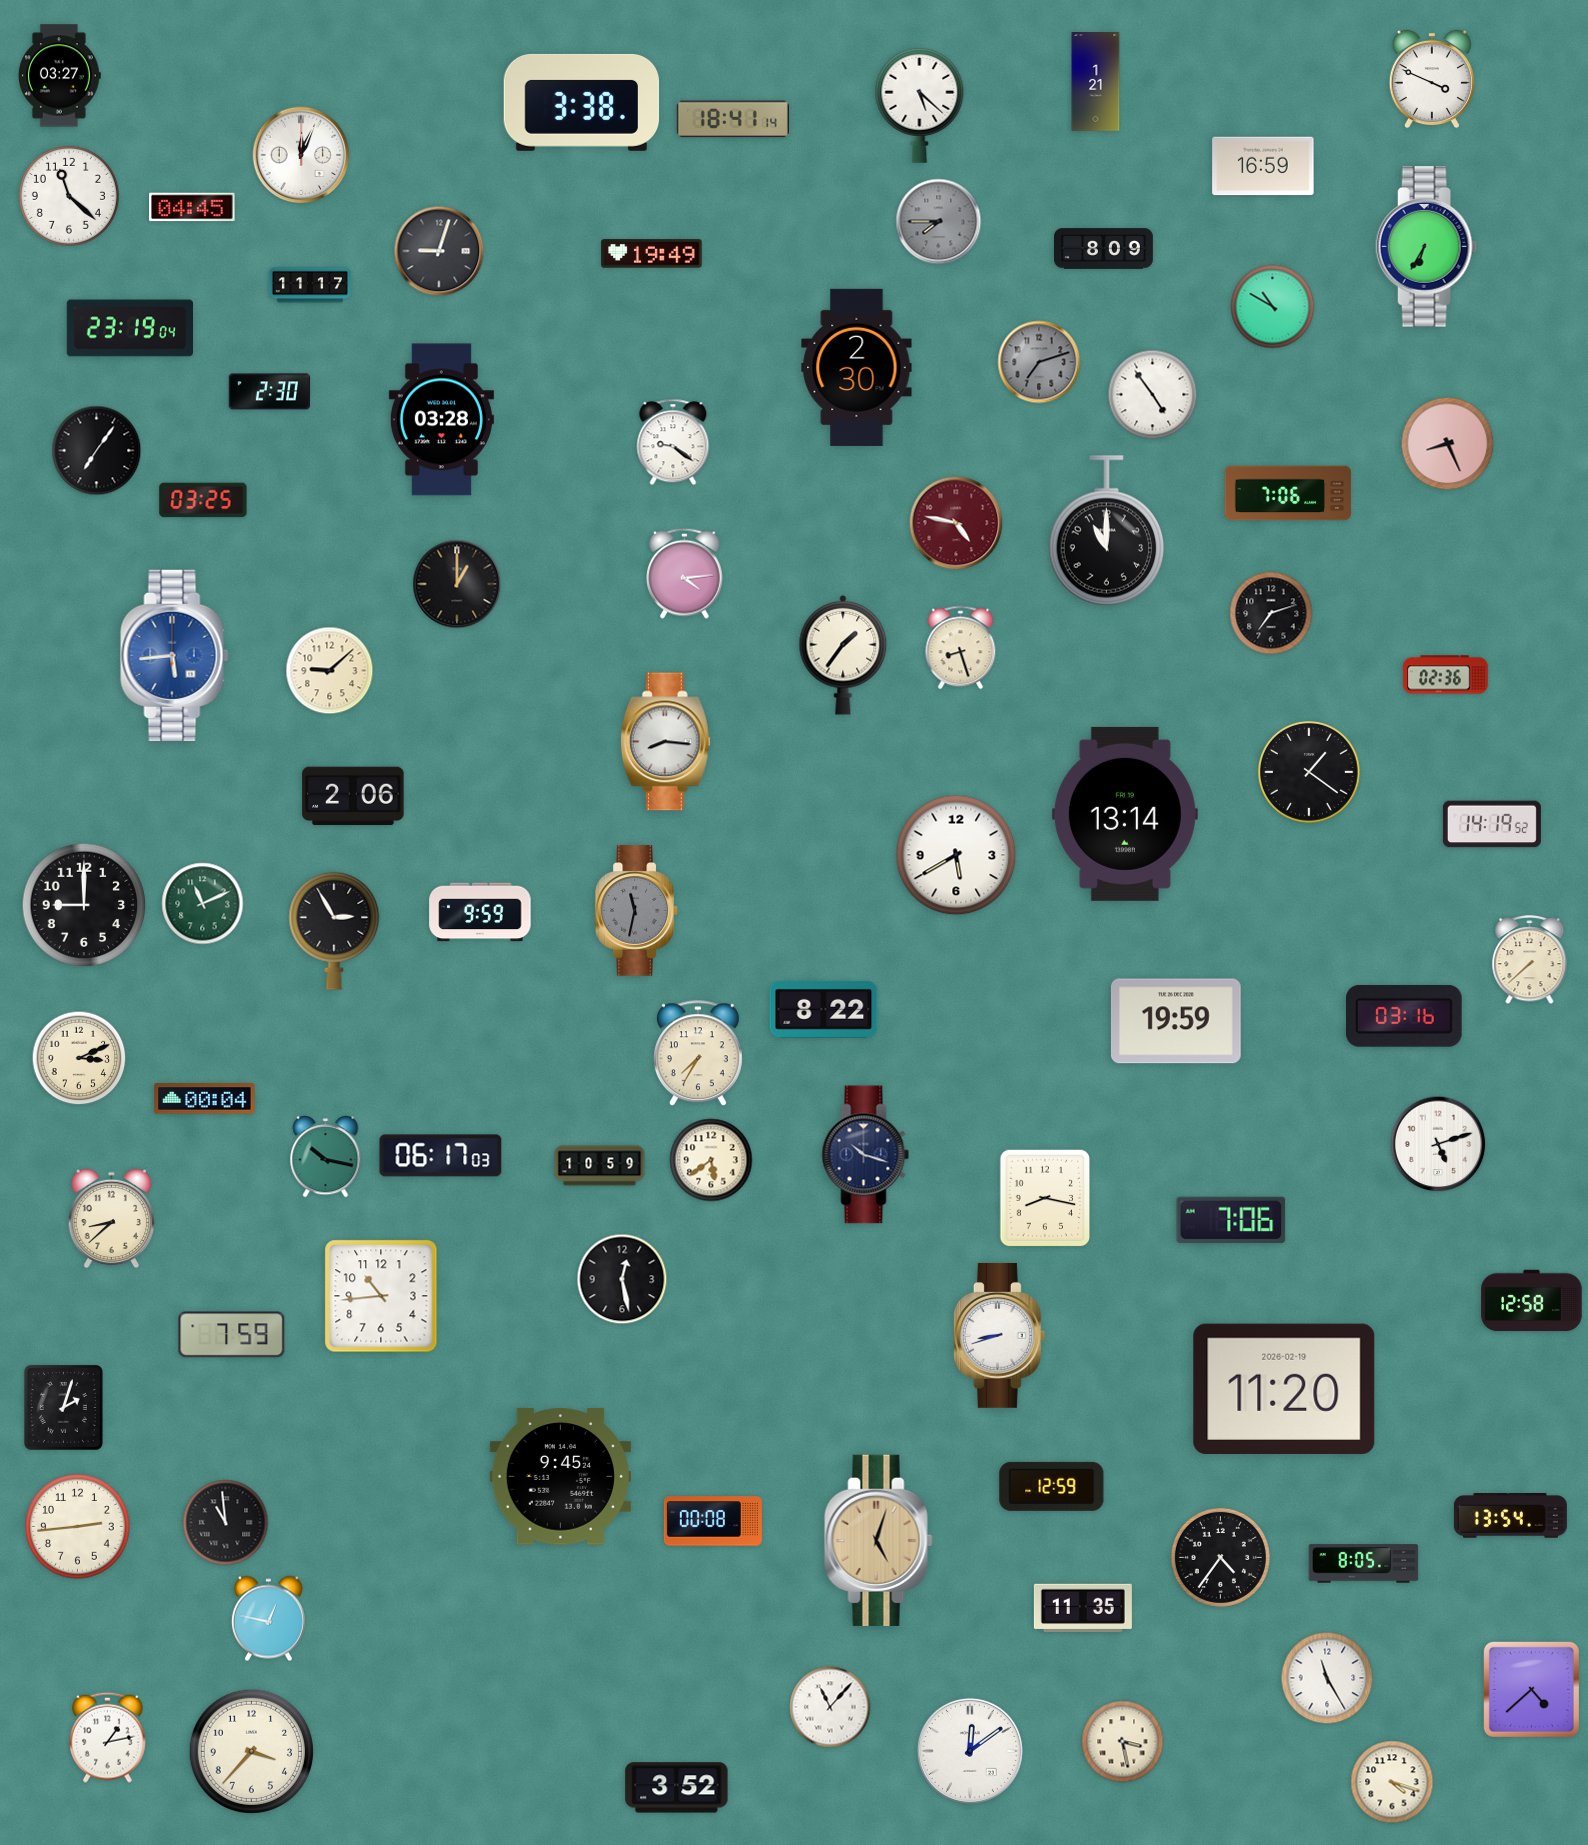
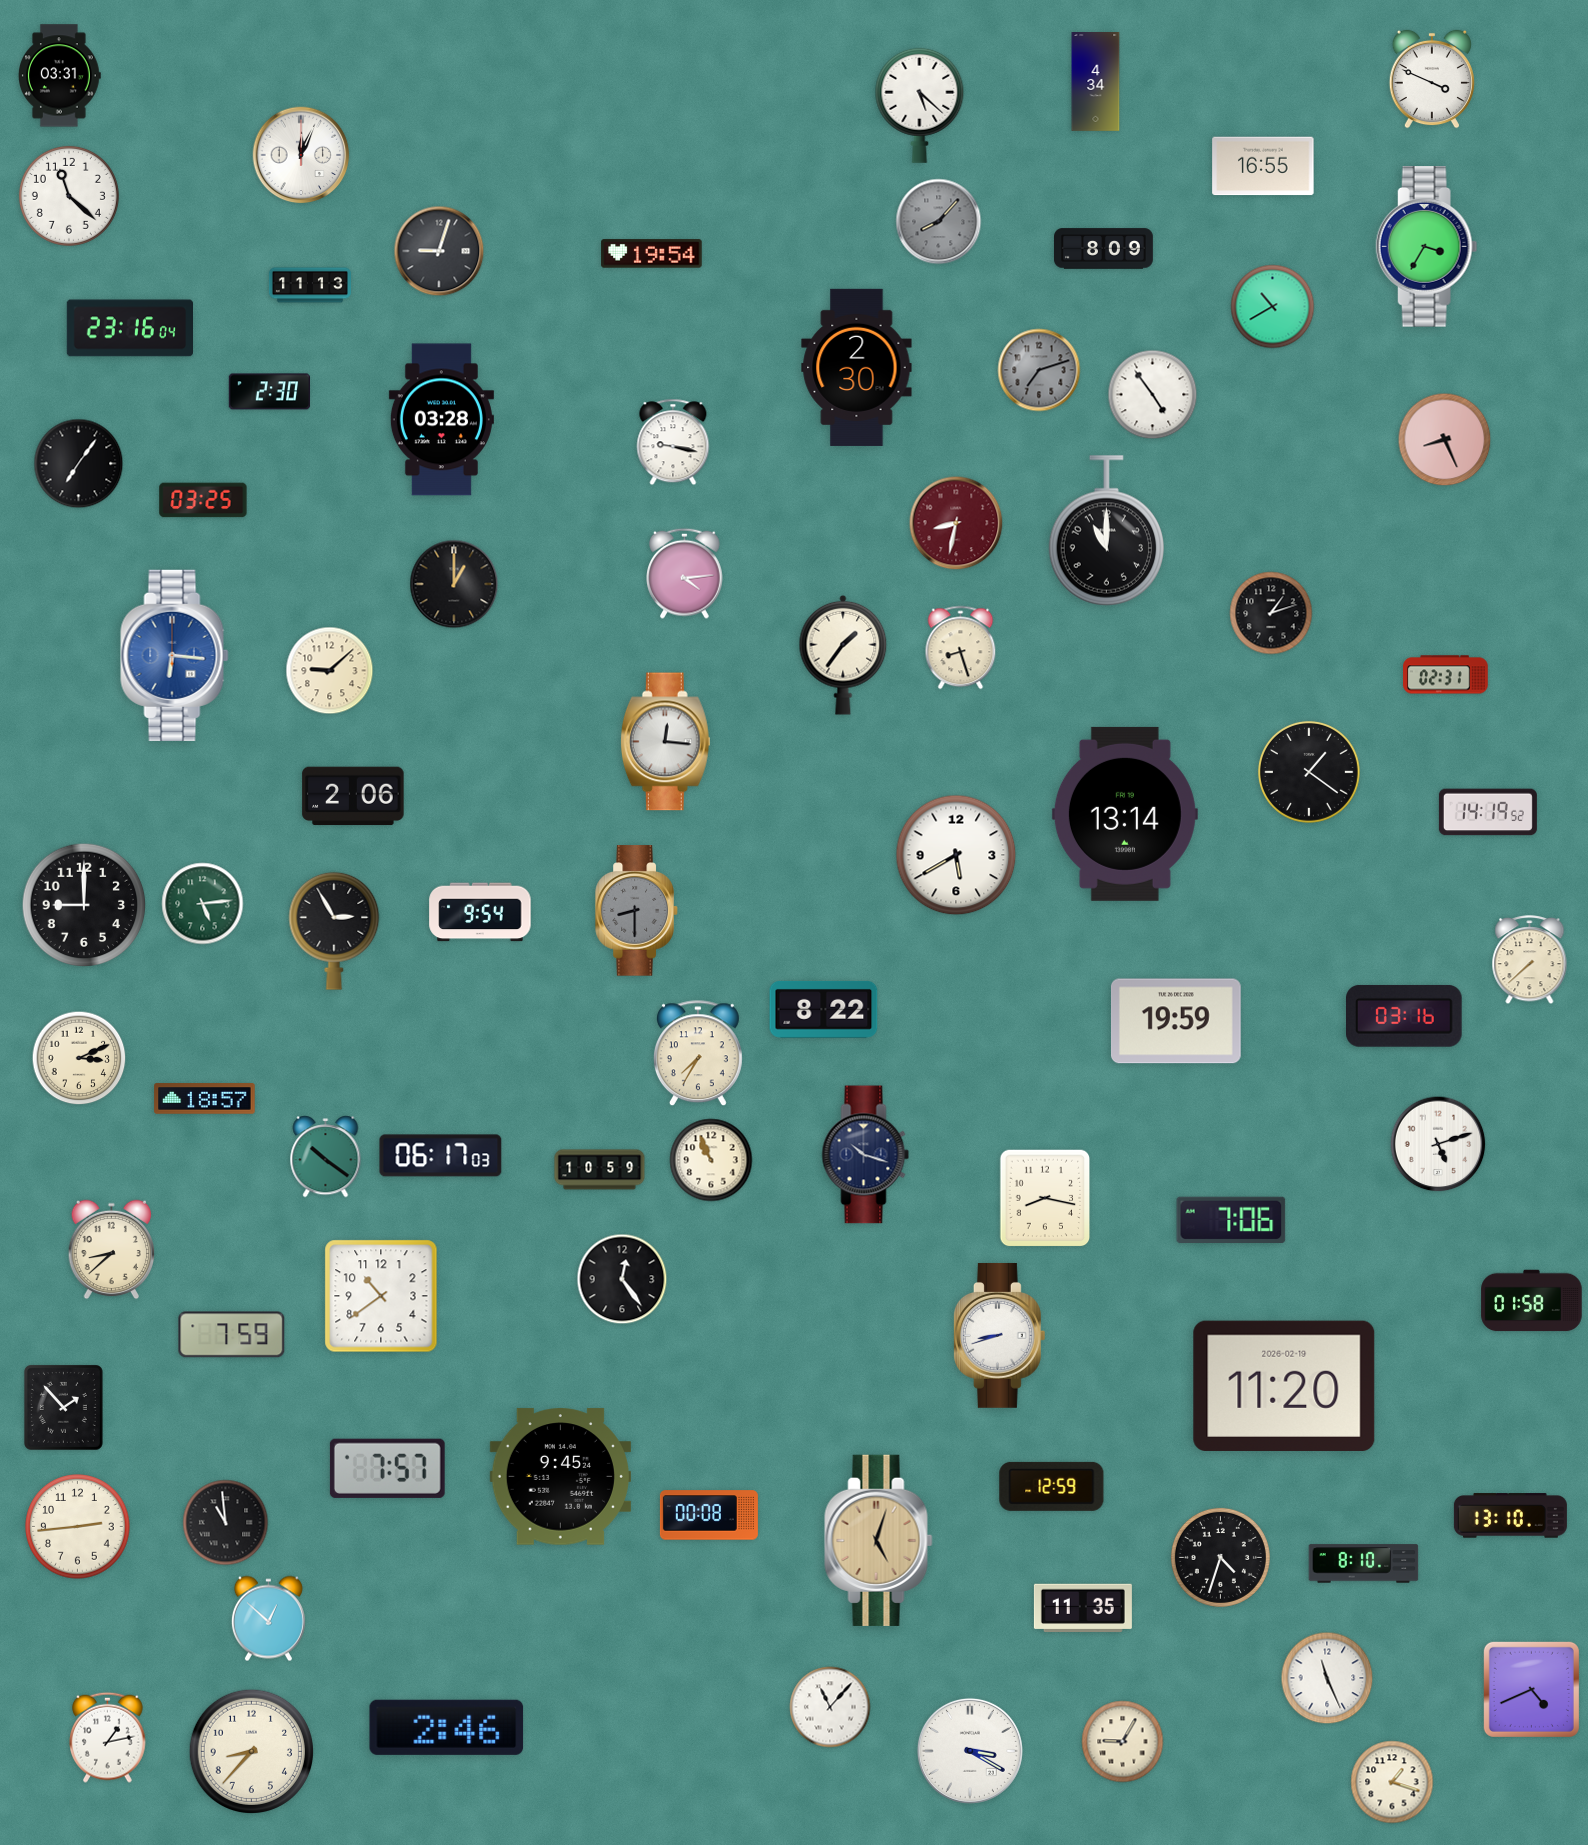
clock at (60, 76): 03:27 -> 03:31
clock at (1096, 82): 1:21 -> 4:34
clock at (582, 102): 3:38 -> none
clock at (733, 119): 18:41 -> none
clock at (1263, 166): 16:59 -> 16:55
clock at (192, 207): 04:45 -> none
clock at (939, 222): 7:45 -> 8:07
clock at (1427, 247): 6:35 -> 3:35
clock at (652, 254): 19:49 -> 19:54
clock at (310, 285): 11:17 -> 11:13
clock at (1273, 307): 10:50 -> 10:40
clock at (129, 328): 23:19 -> 23:16
clock at (1039, 362) position: (1039, 362) -> (1039, 370)
clock at (673, 442): 9:21 -> 9:17
clock at (1448, 444) position: (1448, 444) -> (1445, 440)
clock at (97, 451) position: (97, 451) -> (79, 464)
clock at (1288, 493): 7:06 -> none
clock at (956, 523): 4:47 -> 8:32
clock at (457, 584) position: (457, 584) -> (454, 584)
clock at (1271, 613): 7:12 -> 1:12
clock at (175, 655): 5:44 -> 6:16
clock at (1446, 675): 02:36 -> 02:31
clock at (665, 742): 8:16 -> 12:16
clock at (1492, 824) position: (1492, 824) -> (1488, 812)
clock at (203, 904): 11:11 -> 5:14
clock at (637, 911): 11:32 -> 8:30
clock at (480, 912): 9:59 -> 9:54
clock at (205, 1099): 00:04 -> 18:57
clock at (326, 1157): 10:17 -> 10:21
clock at (711, 1160): 5:39 -> 10:56
clock at (600, 1166) position: (600, 1166) -> (600, 1170)
clock at (112, 1219) position: (112, 1219) -> (112, 1250)
clock at (622, 1279): 12:28 -> 12:24
clock at (381, 1296): 10:44 -> 10:39
clock at (1532, 1301): 12:58 -> 01:58
clock at (1284, 1389) position: (1284, 1389) -> (1284, 1386)
clock at (63, 1407): 2:03 -> 1:53
clock at (387, 1468): none -> 7:57
clock at (1510, 1516): 13:54 -> 13:10
clock at (713, 1521) position: (713, 1521) -> (709, 1515)
clock at (1220, 1557): 4:36 -> 4:33
clock at (1364, 1564): 8:05 -> 8:10
clock at (268, 1619): 12:47 -> 12:52
clock at (1327, 1678): 11:25 -> 11:26
clock at (1531, 1689): 4:38 -> 4:41
clock at (447, 1727): none -> 2:46
clock at (1123, 1742): 3:28 -> 9:05
clock at (251, 1751): 3:37 -> 8:37
clock at (970, 1751): 12:09 -> 3:20
clock at (1392, 1782): 4:18 -> 1:18
clock at (677, 1788): 3:52 -> none
